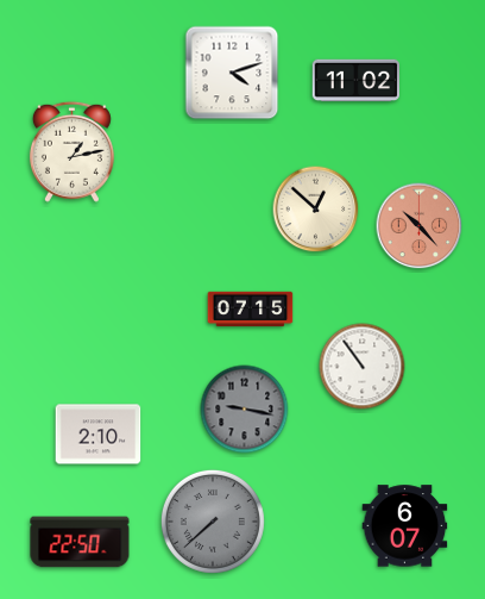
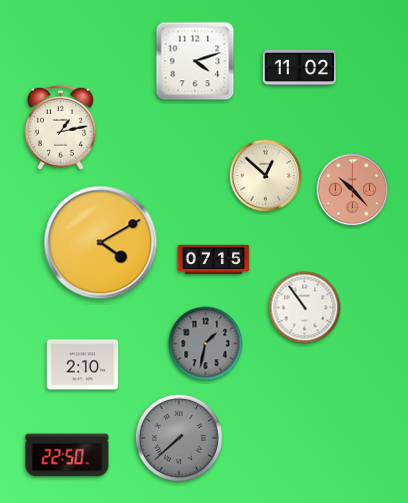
clock at (101, 243): none -> 4:10
clock at (251, 310) position: (251, 310) -> (214, 260)
clock at (245, 410): 9:17 -> 1:32
clock at (405, 526): 6:07 -> none
